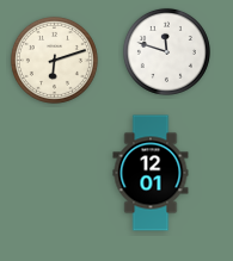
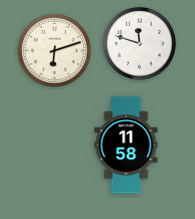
clock at (54, 60) position: (54, 60) -> (54, 50)
clock at (151, 173): 12:01 -> 11:58
